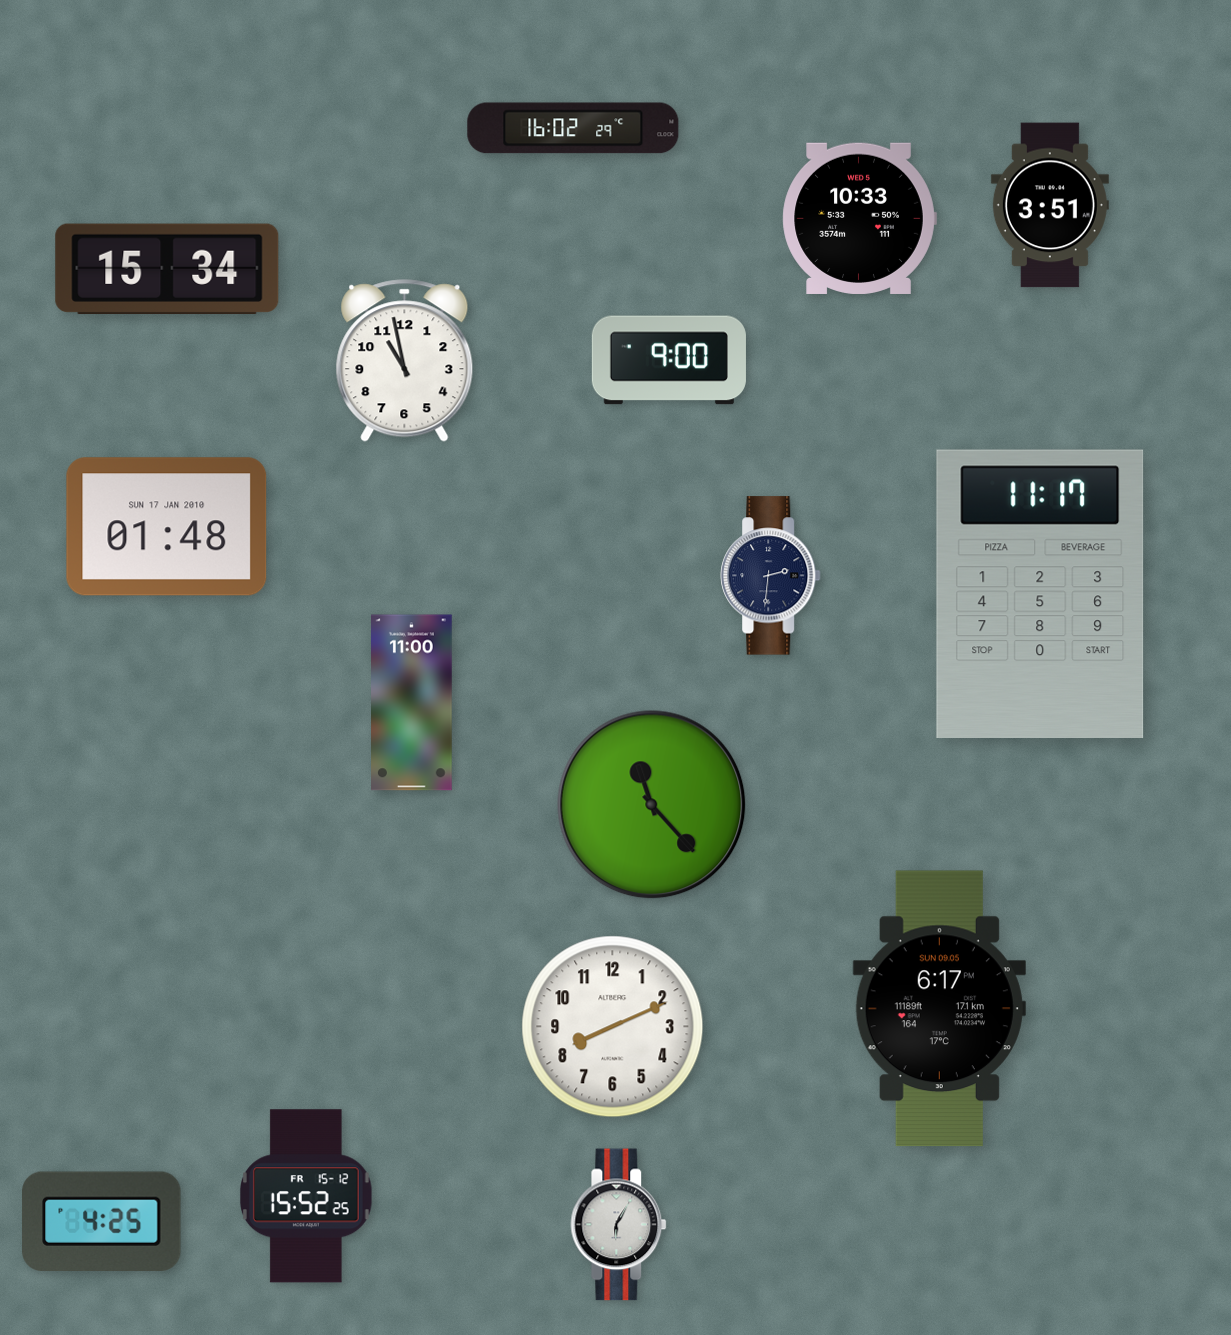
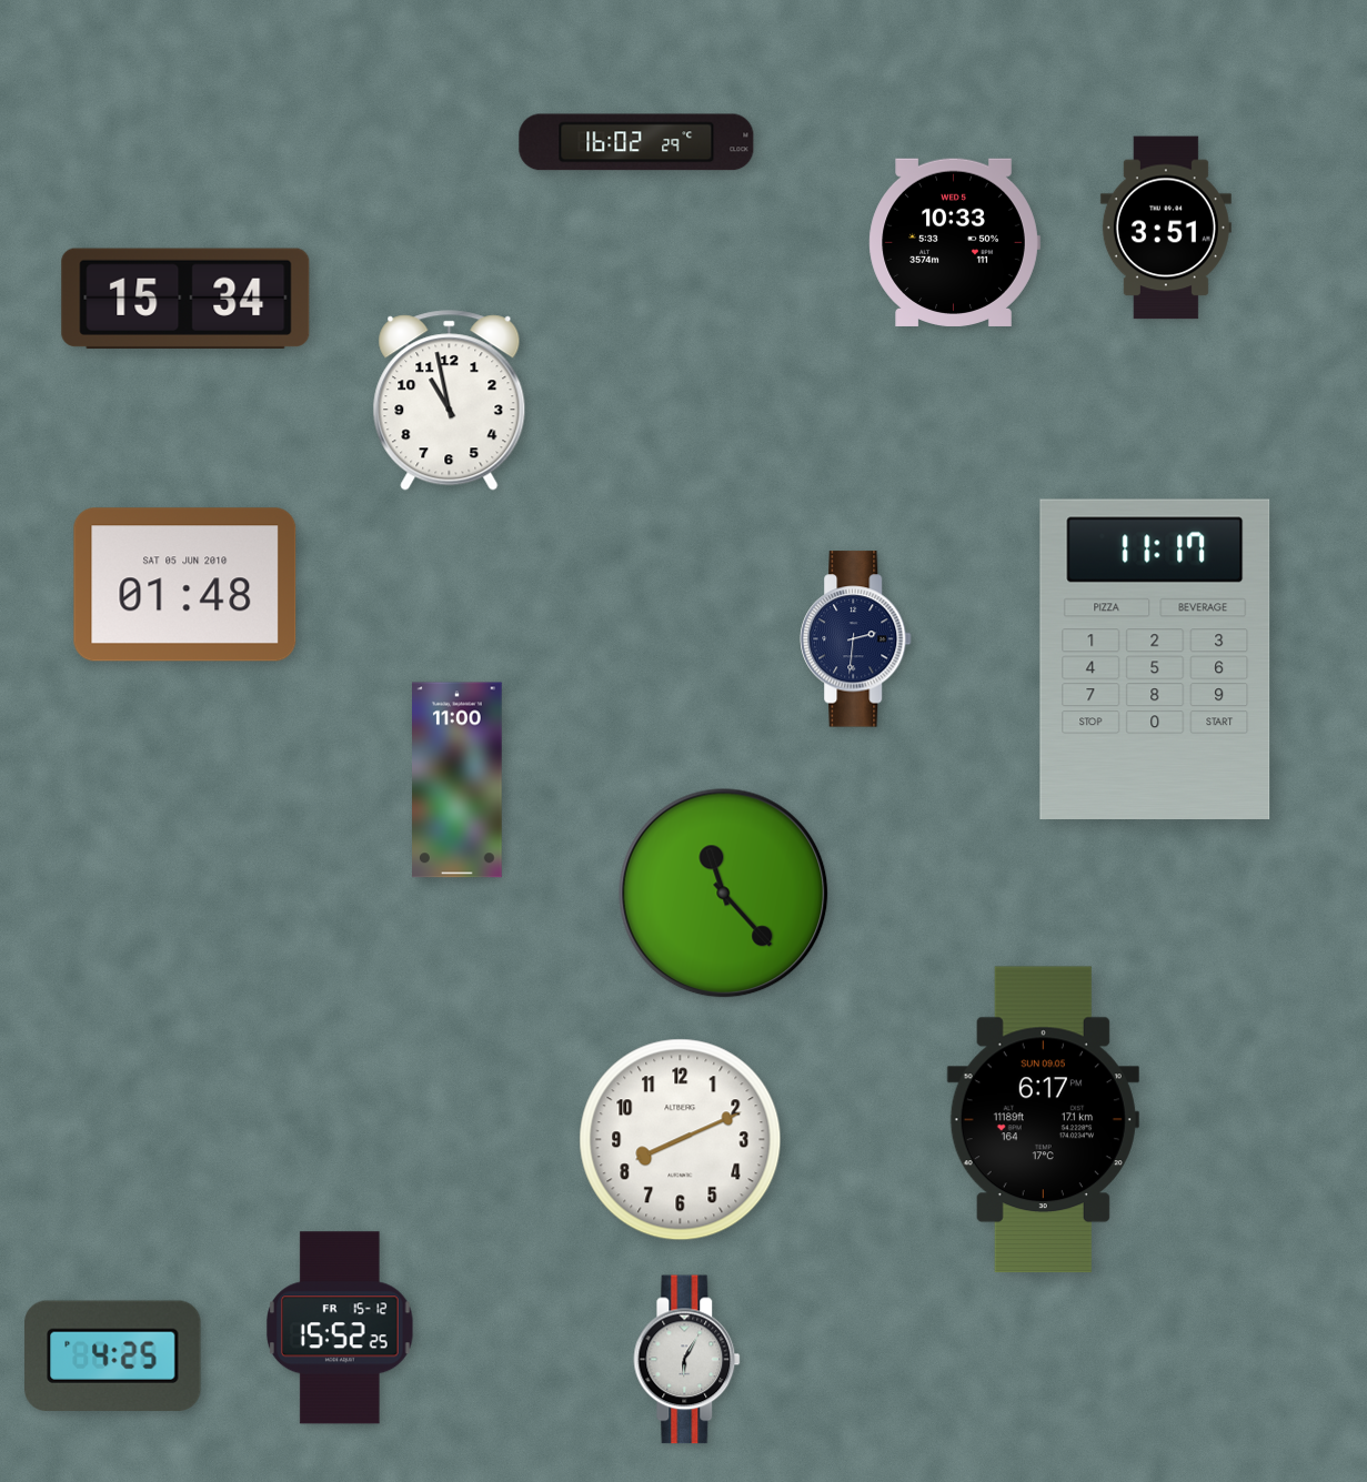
clock at (669, 360): 9:00 -> none
clock at (167, 527) date: SUN 17 JAN 2010 -> SAT 05 JUN 2010
